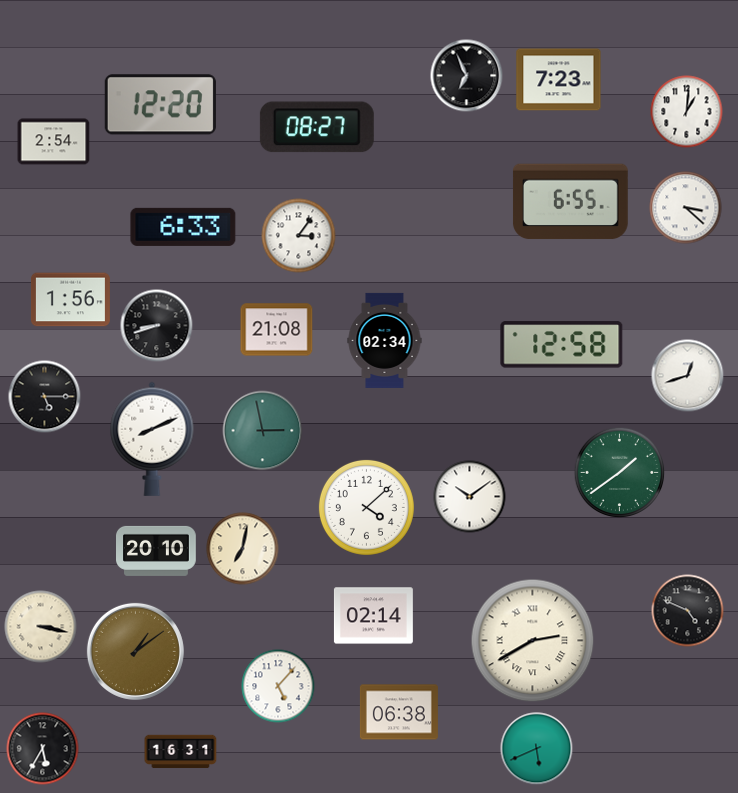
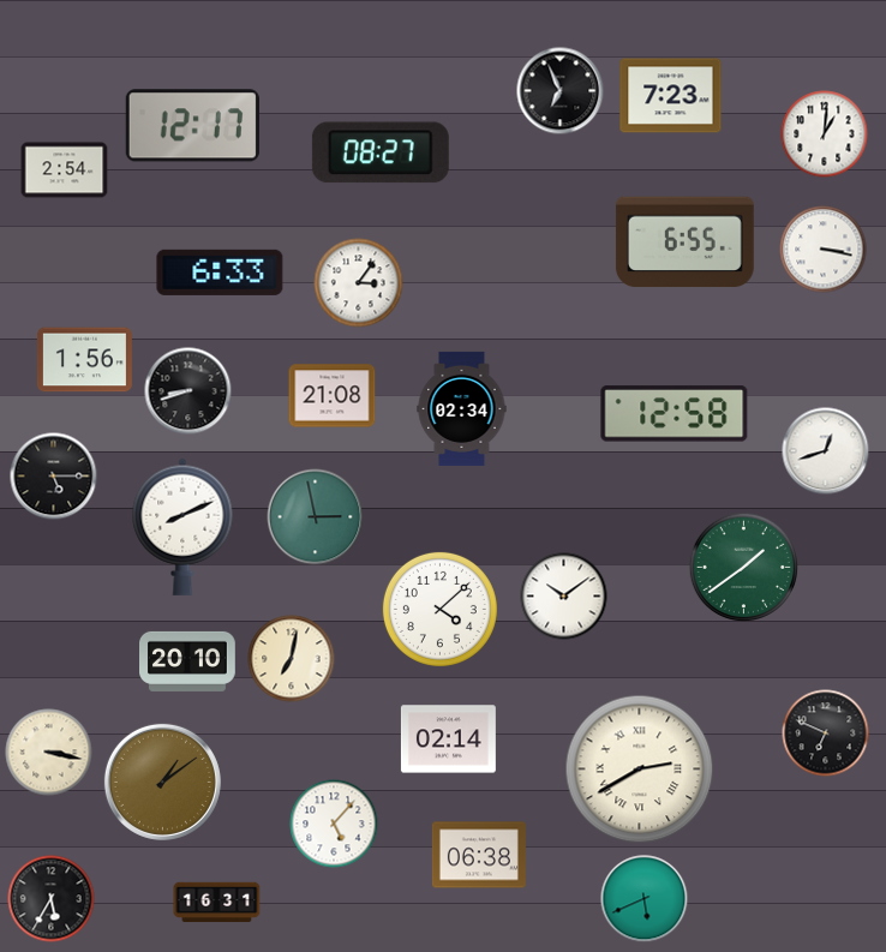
clock at (160, 105): 12:20 -> 12:17
clock at (686, 208): 3:22 -> 3:17
clock at (688, 611): 4:49 -> 6:49
